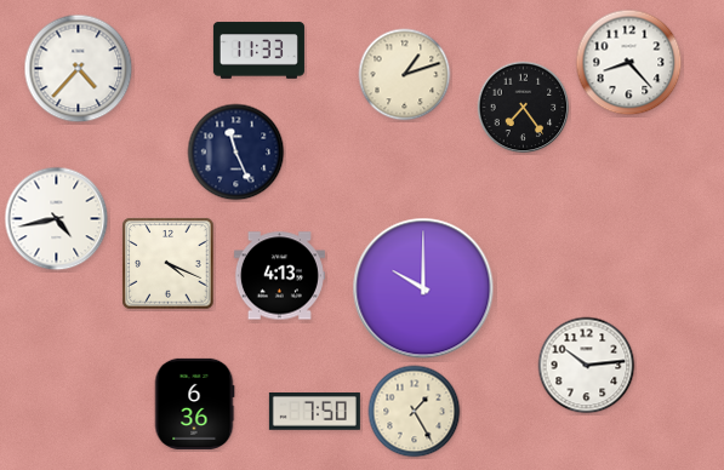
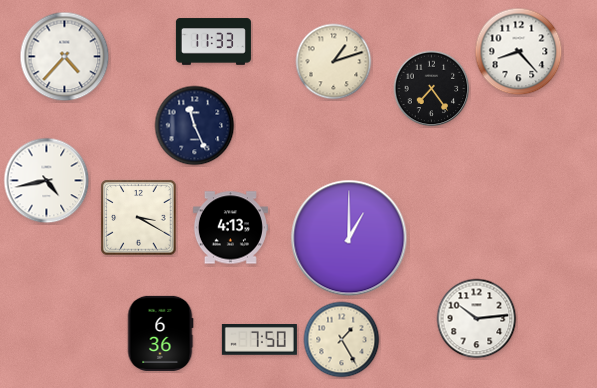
clock at (169, 264): 4:19 -> 3:20
clock at (423, 288): 10:00 -> 1:00
clock at (587, 366) position: (587, 366) -> (477, 319)
